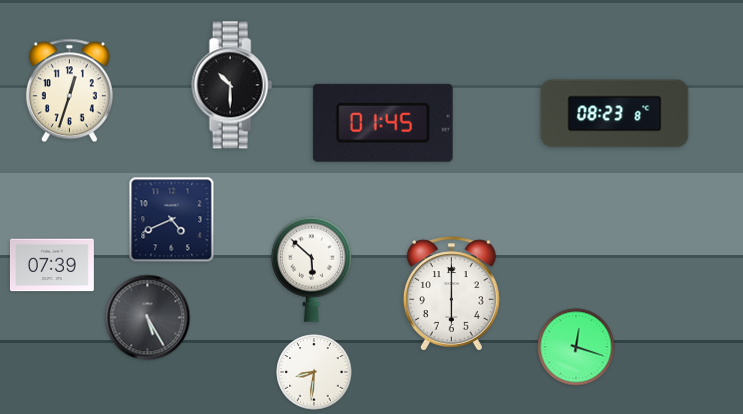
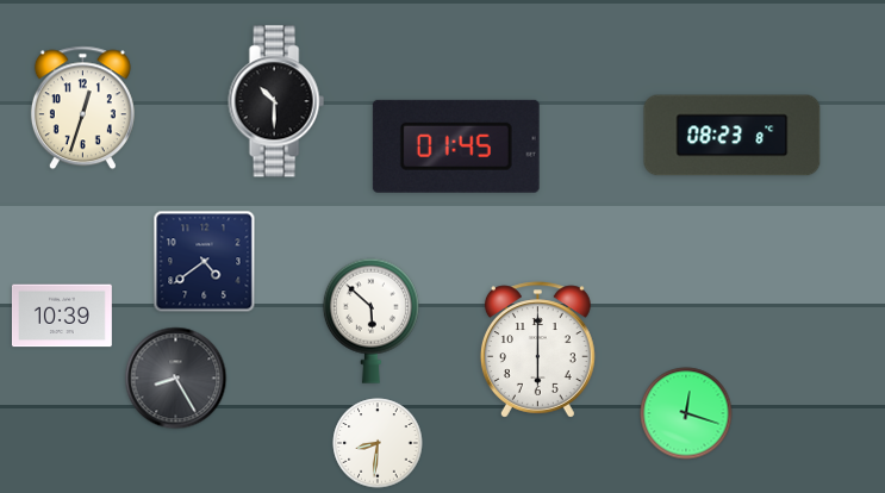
clock at (172, 220): 4:41 -> 4:39
clock at (52, 265): 07:39 -> 10:39
clock at (148, 318): 5:25 -> 8:25
clock at (314, 372) position: (314, 372) -> (378, 443)
